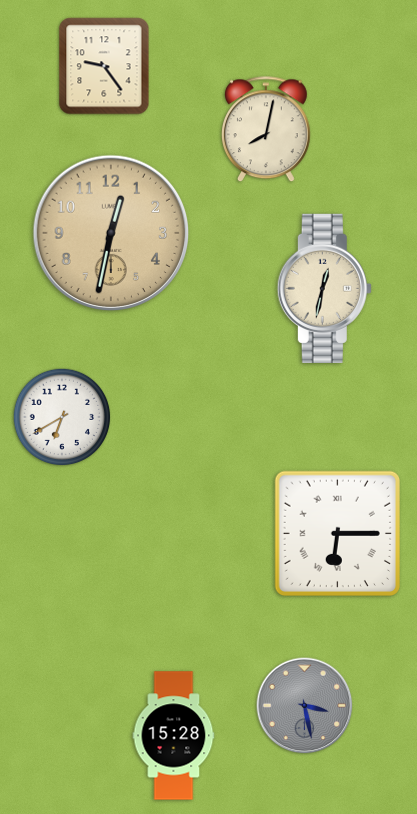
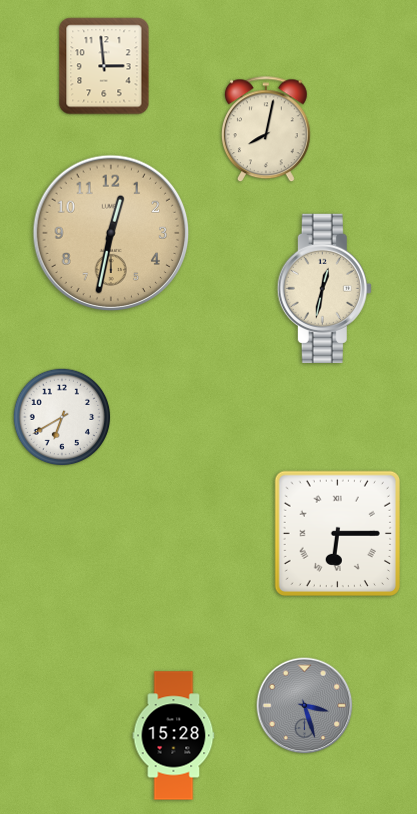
clock at (104, 66): 9:24 -> 2:59
clock at (305, 706): 3:28 -> 3:27
